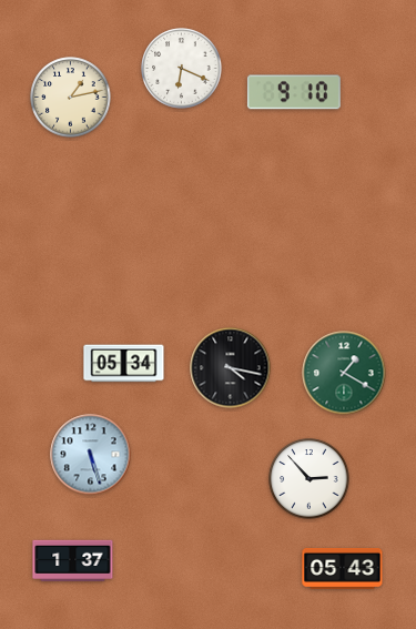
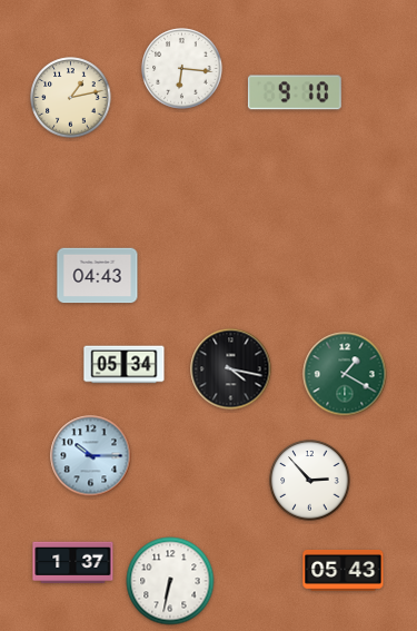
clock at (182, 69): 6:19 -> 6:16
clock at (98, 276): none -> 04:43
clock at (91, 455): 5:27 -> 10:15
clock at (170, 581): none -> 6:32
